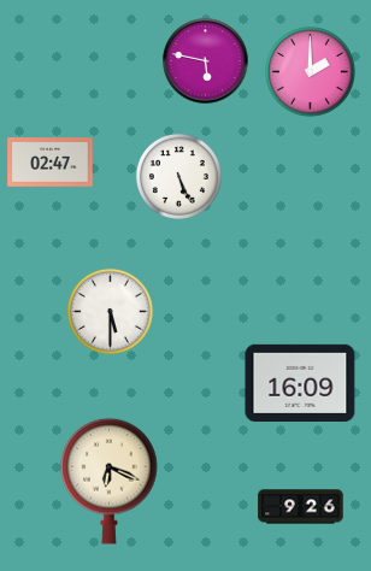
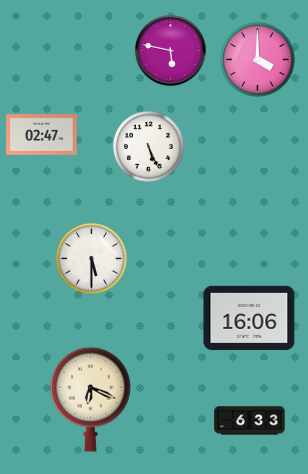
clock at (311, 72): 2:00 -> 4:00
clock at (300, 383): 16:09 -> 16:06
clock at (301, 507): 9:26 -> 6:33
